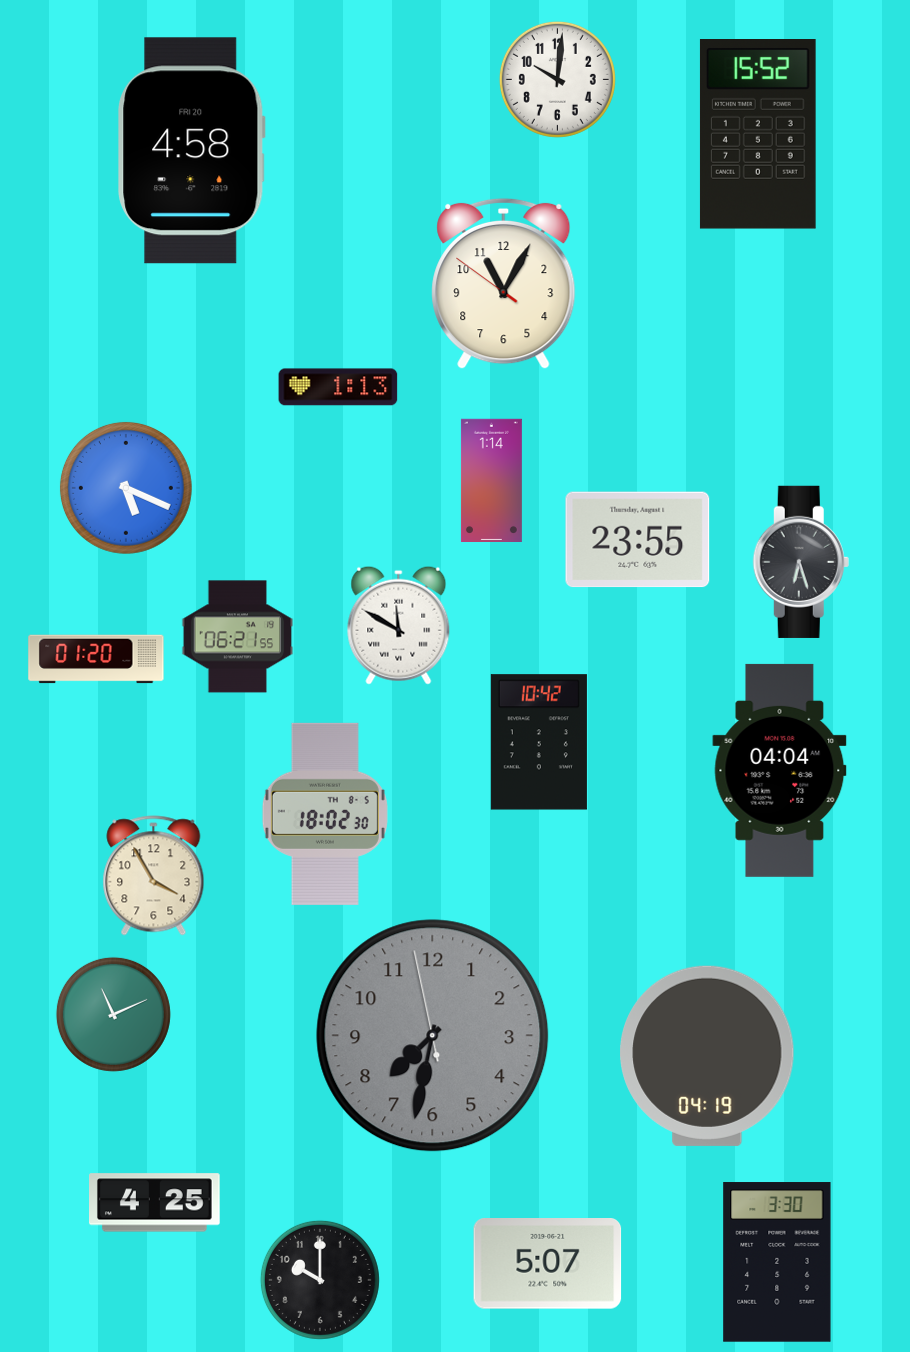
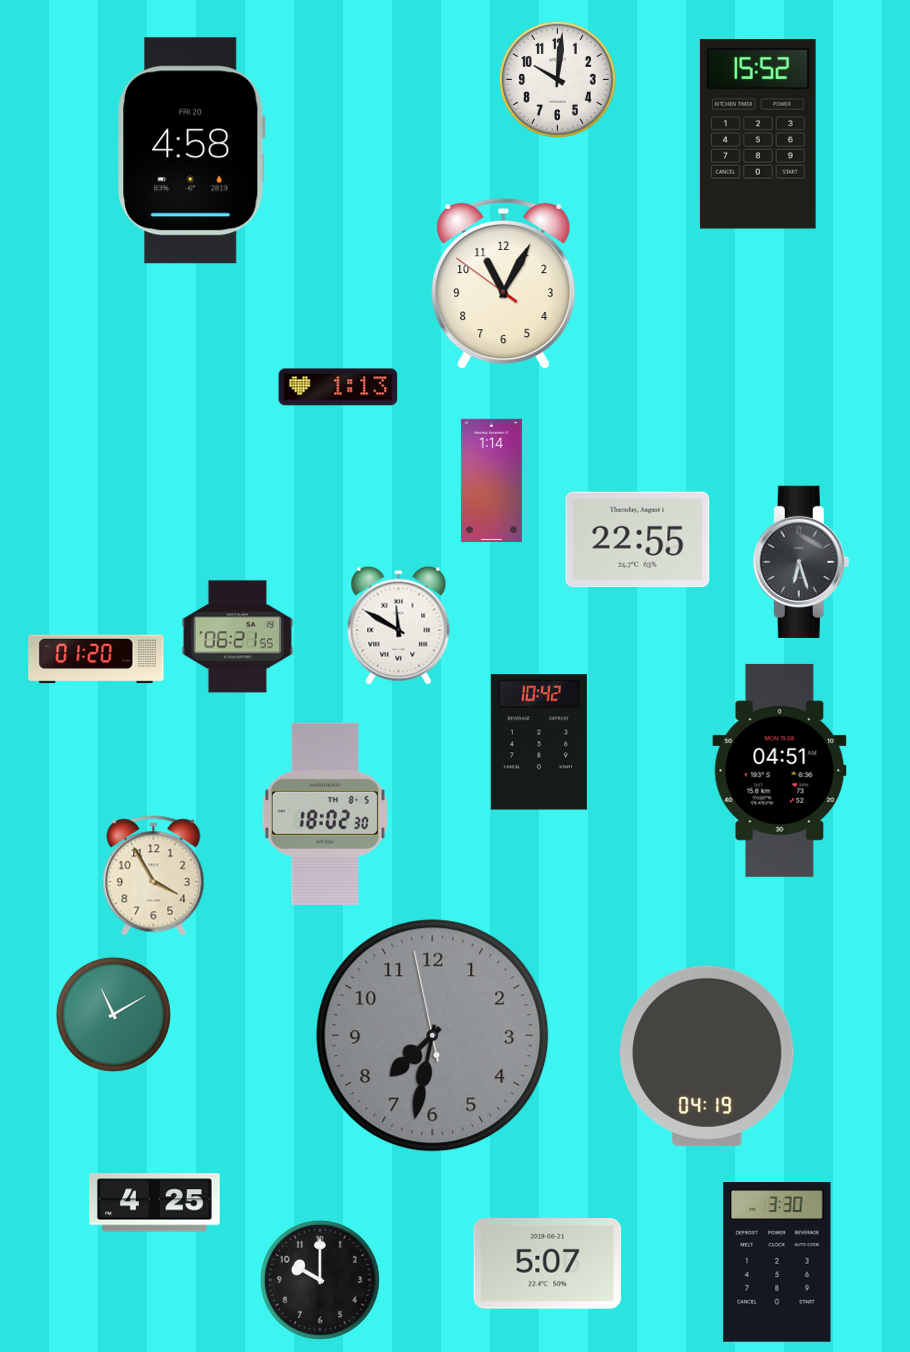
clock at (126, 488): 5:19 -> none
clock at (638, 540): 23:55 -> 22:55
clock at (780, 770): 04:04 -> 04:51
clock at (113, 1014): 11:11 -> 11:10
